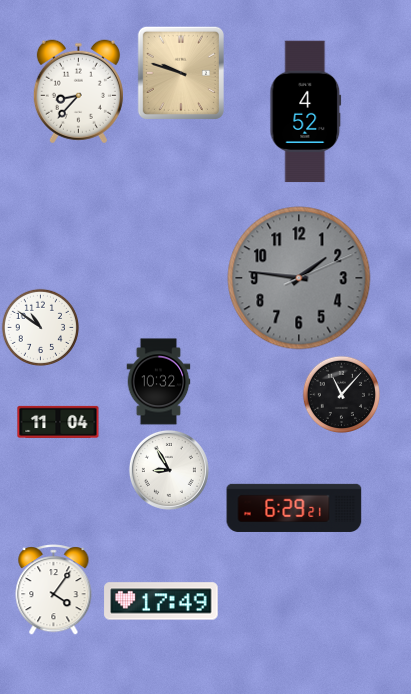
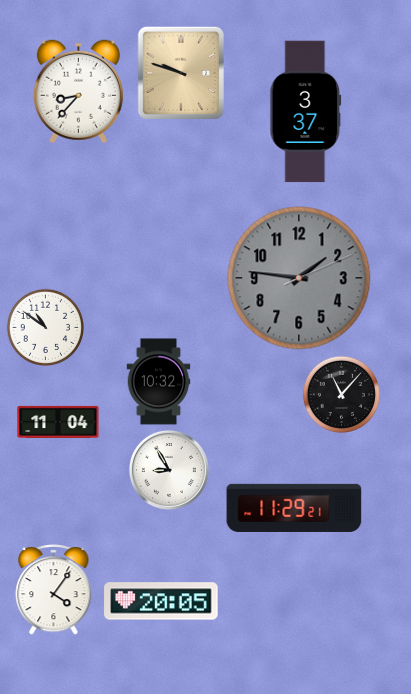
clock at (306, 112): 4:52 -> 3:37
clock at (40, 327) position: (40, 327) -> (45, 327)
clock at (294, 508): 6:29 -> 11:29
clock at (161, 601): 17:49 -> 20:05
